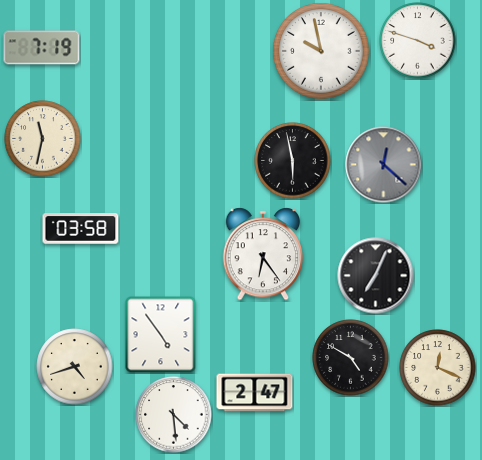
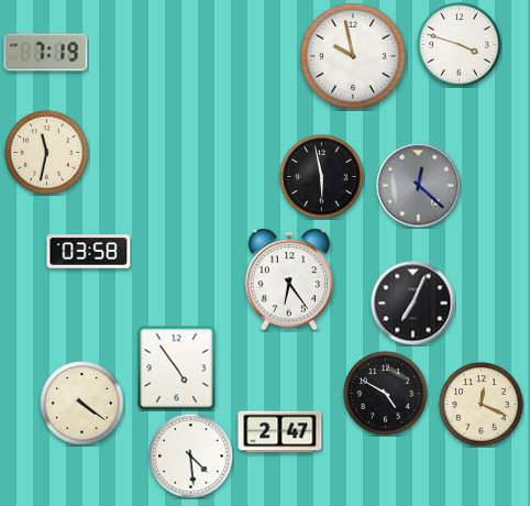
clock at (384, 165) position: (384, 165) -> (419, 186)
clock at (75, 367): 4:42 -> 4:21
